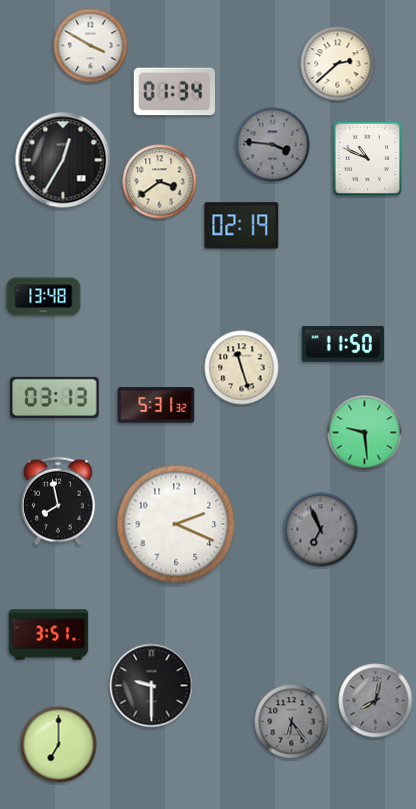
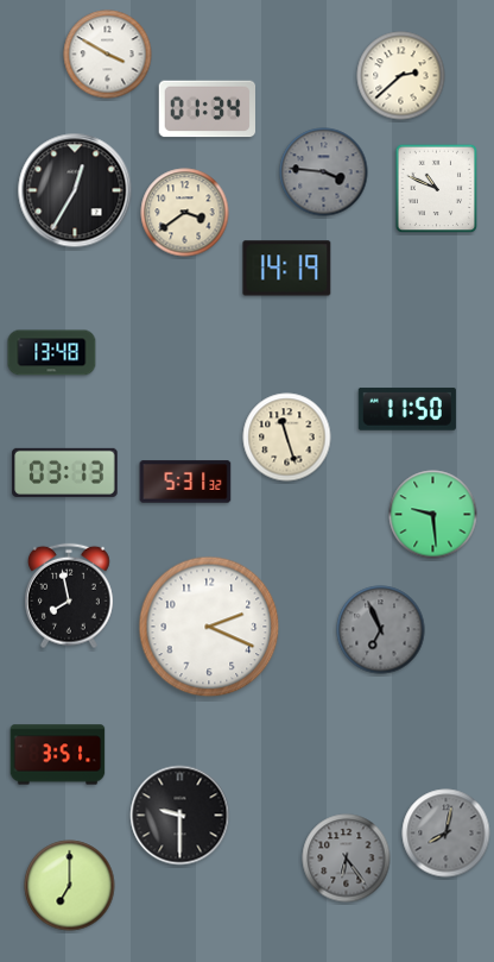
clock at (160, 182) position: (160, 182) -> (185, 213)
clock at (242, 226): 02:19 -> 14:19
clock at (176, 524) position: (176, 524) -> (209, 627)
